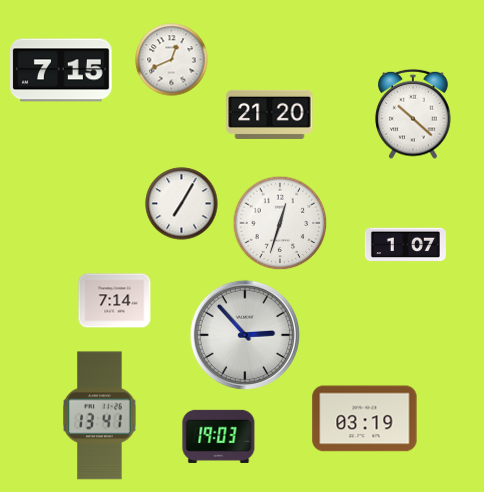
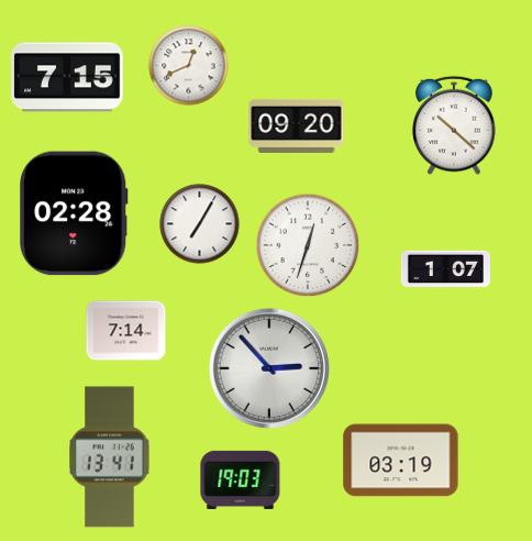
clock at (270, 114): 21:20 -> 09:20
clock at (74, 213): none -> 02:28
